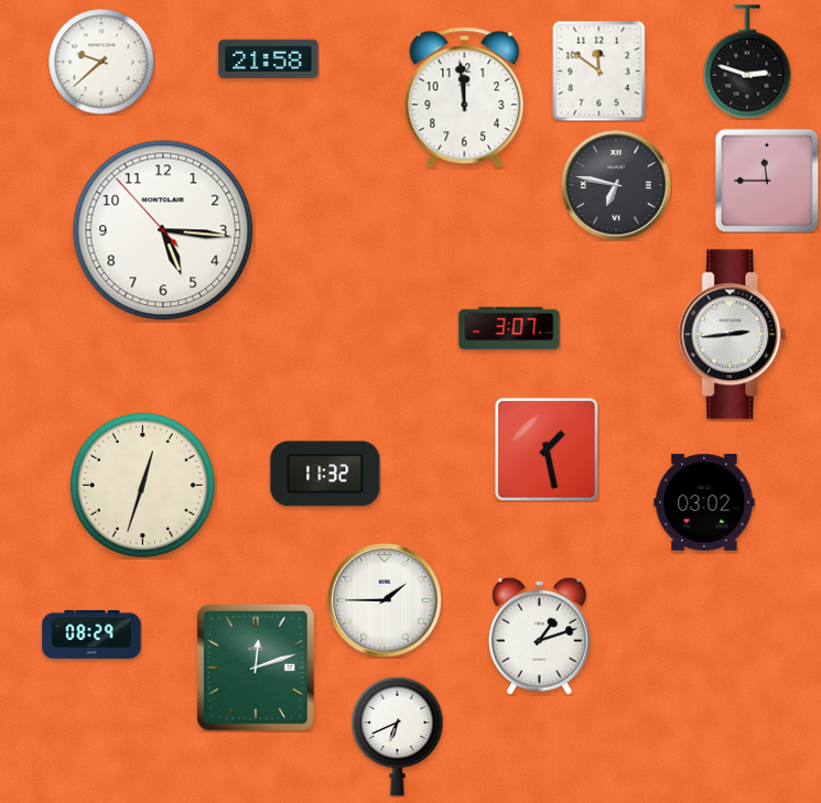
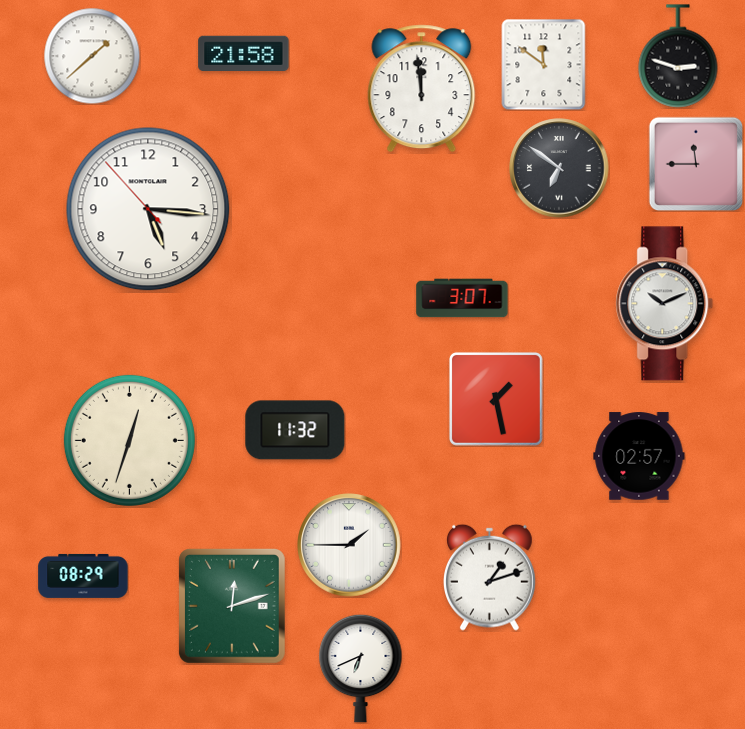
clock at (101, 62): 9:38 -> 1:38
clock at (616, 185): 6:47 -> 6:51
clock at (733, 335): 2:44 -> 10:11
clock at (547, 449) position: (547, 449) -> (496, 399)
clock at (704, 502): 03:02 -> 02:57
